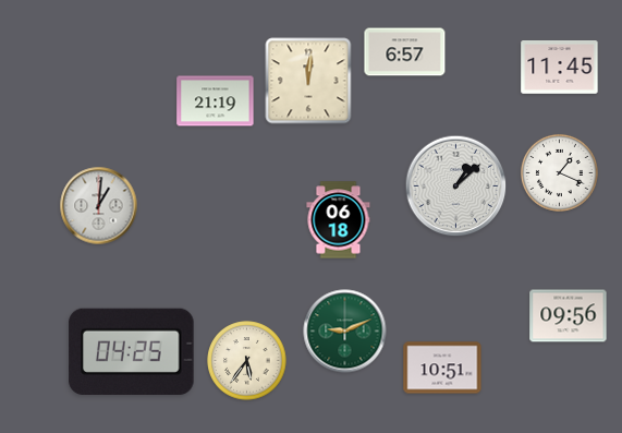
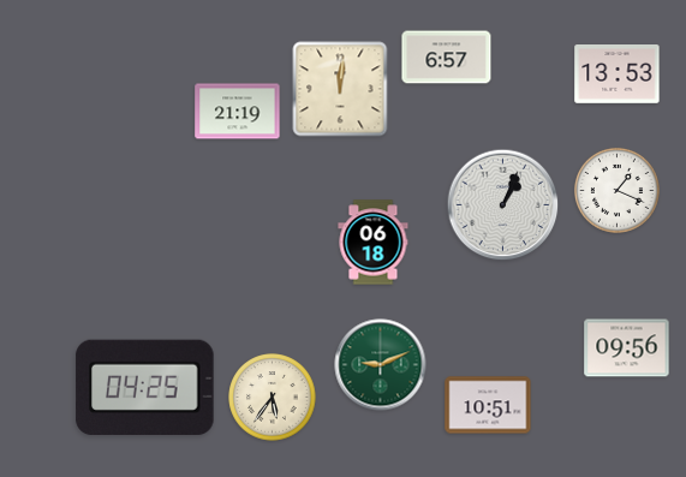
clock at (560, 68): 11:45 -> 13:53
clock at (456, 187): 1:08 -> 1:04
clock at (99, 206): 1:01 -> none
